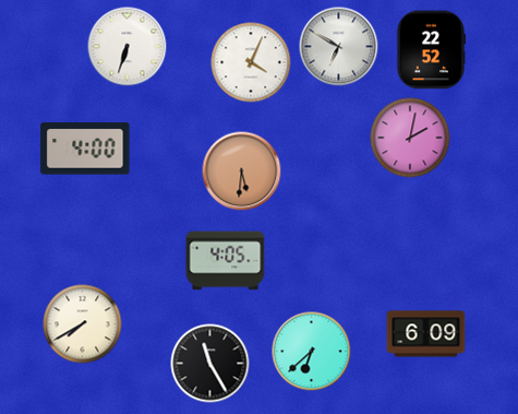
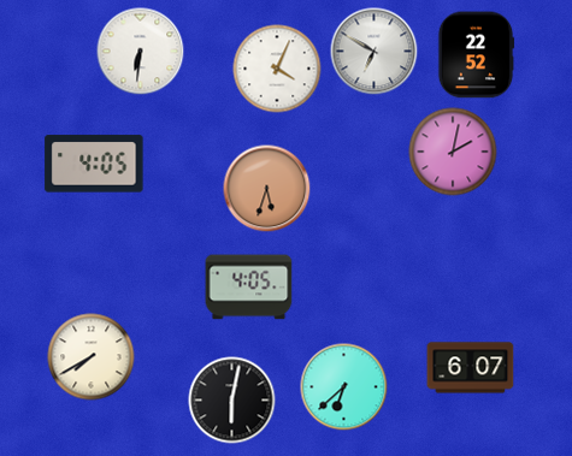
clock at (128, 47): 6:33 -> 6:31
clock at (85, 149): 4:00 -> 4:05
clock at (242, 171): 5:31 -> 5:33
clock at (426, 334): 6:09 -> 6:07
clock at (210, 364): 11:25 -> 6:02
